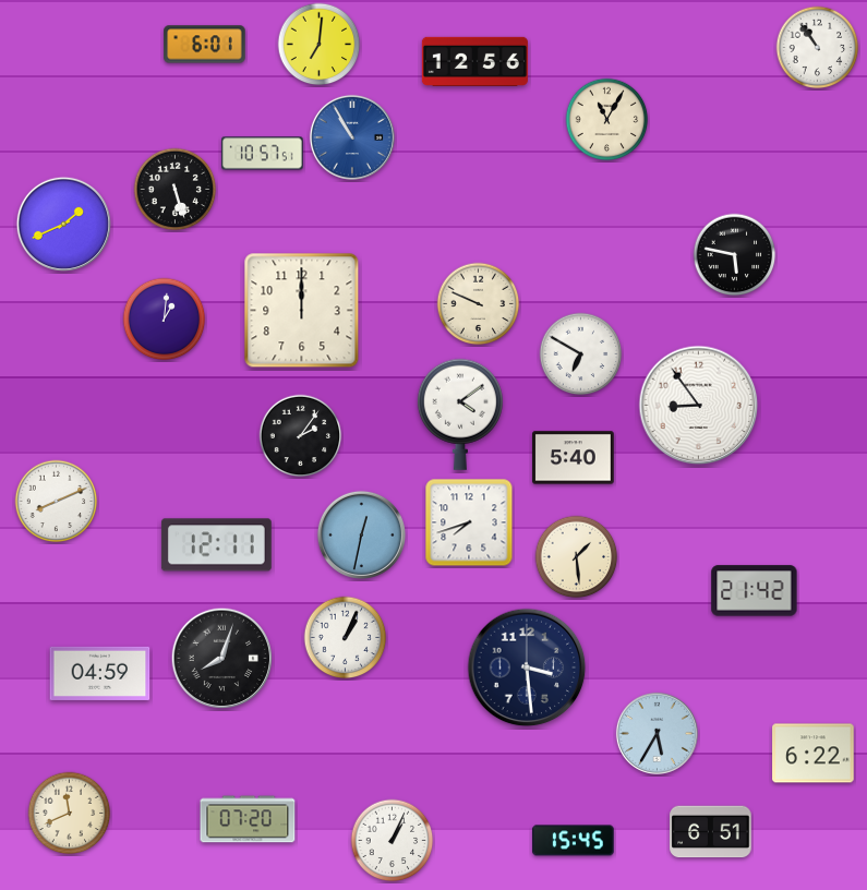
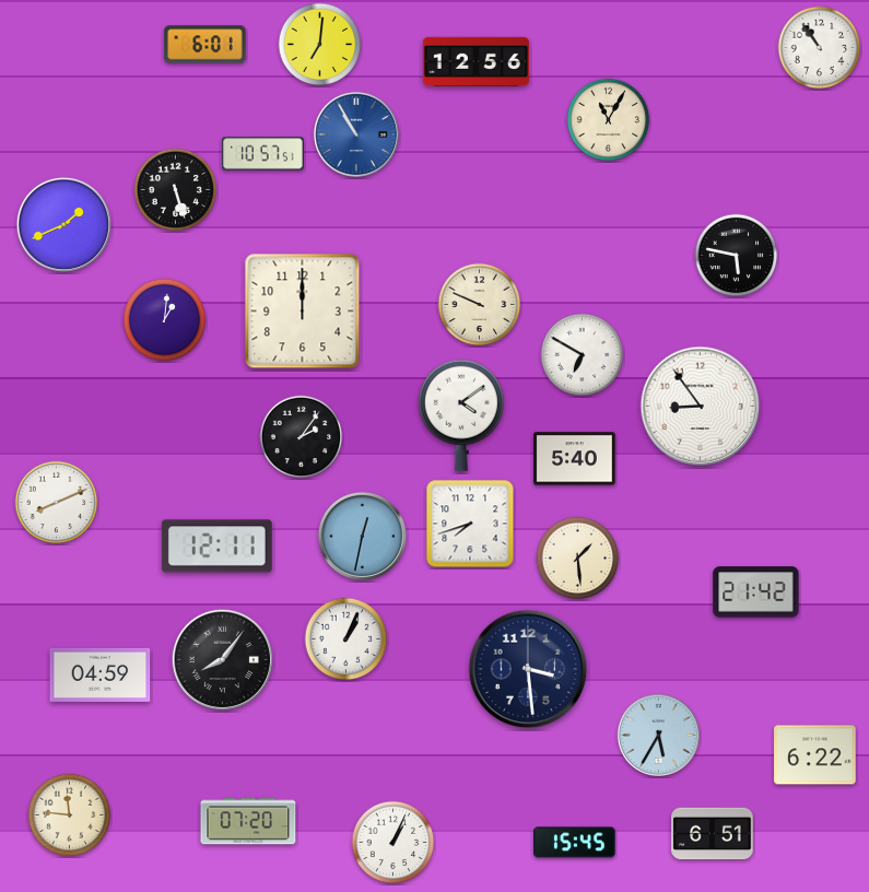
clock at (352, 137) position: (352, 137) -> (356, 134)
clock at (222, 659): 8:03 -> 8:06
clock at (70, 814): 11:41 -> 11:46
